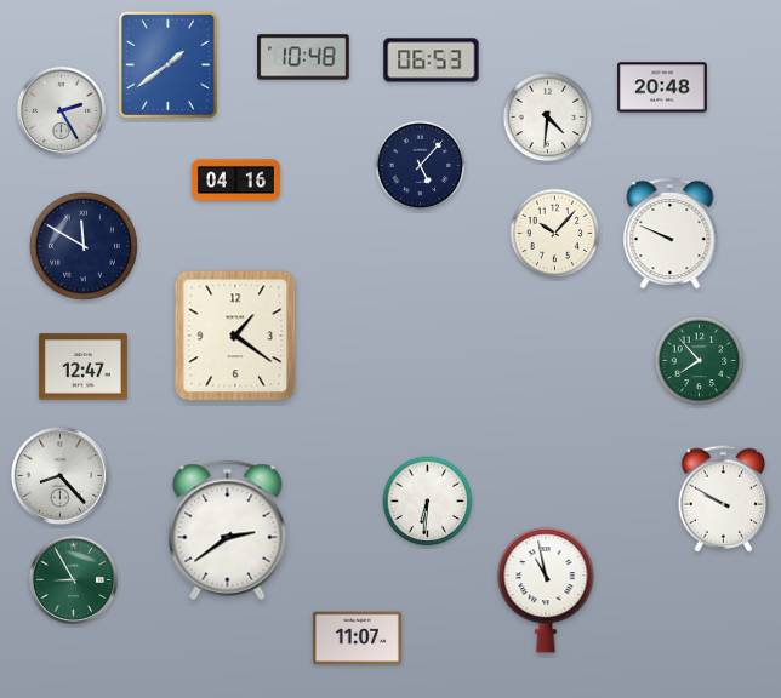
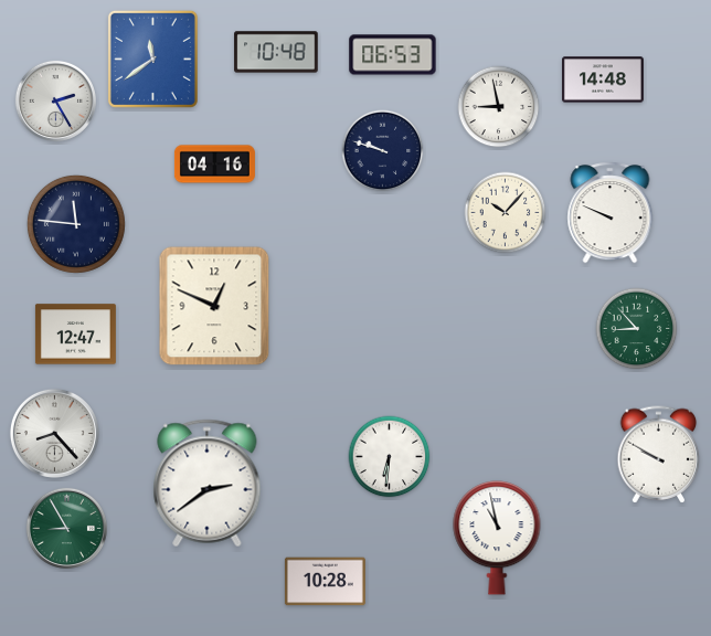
clock at (167, 64): 1:39 -> 11:39
clock at (663, 87): 20:48 -> 14:48
clock at (548, 118): 4:31 -> 8:58
clock at (421, 166): 5:07 -> 9:48
clock at (84, 246): 11:50 -> 11:46
clock at (235, 336): 1:21 -> 12:49
clock at (700, 361): 7:53 -> 8:53
clock at (357, 639): 11:07 -> 10:28
